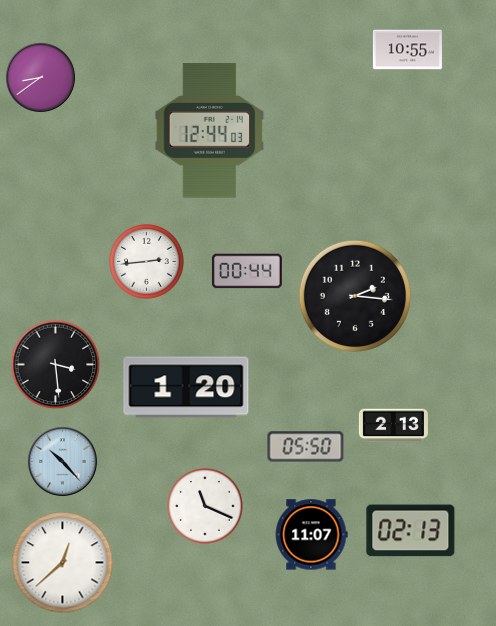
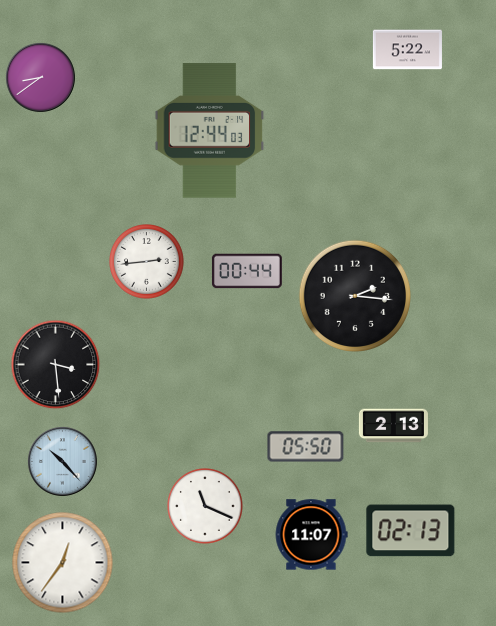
clock at (407, 50): 10:55 -> 5:22
clock at (186, 387): 1:20 -> none
clock at (63, 563): 12:38 -> 12:36
